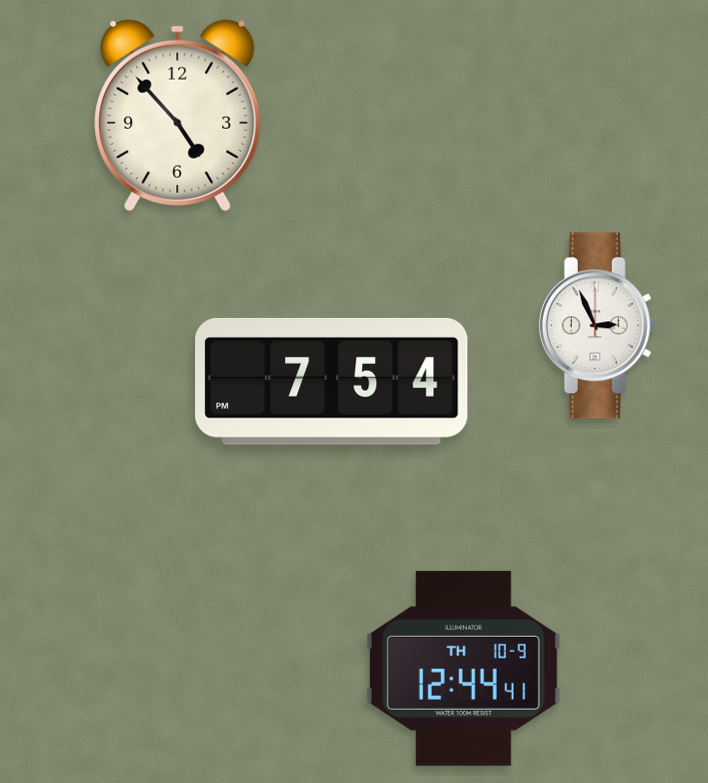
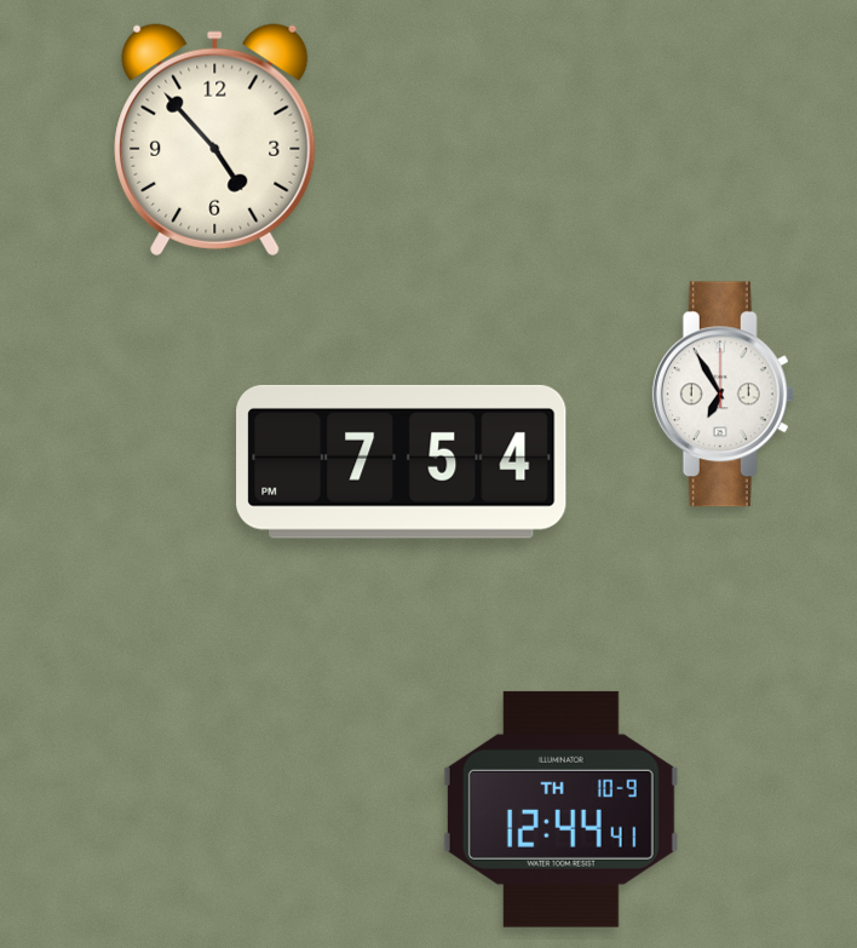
clock at (598, 326): 2:56 -> 6:55
